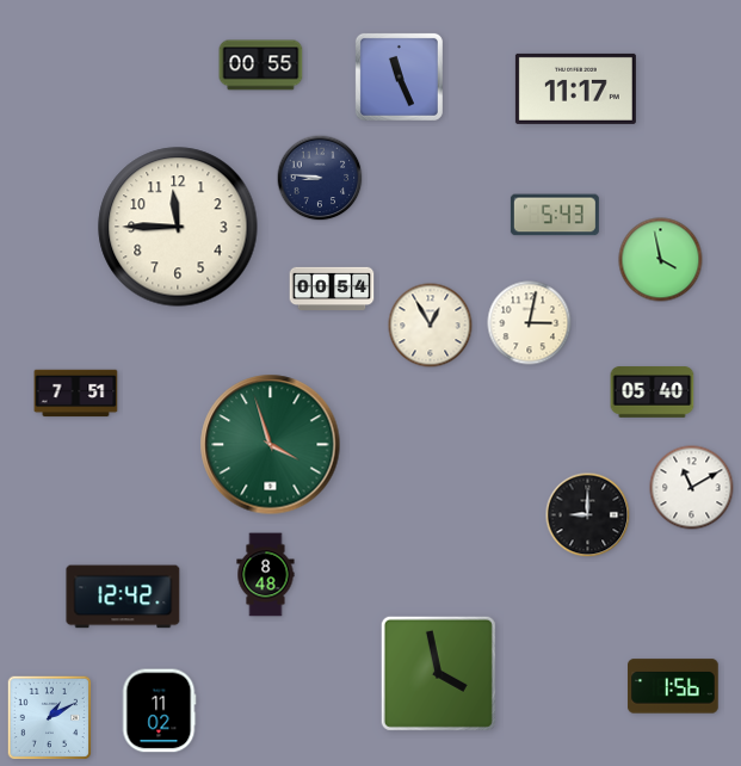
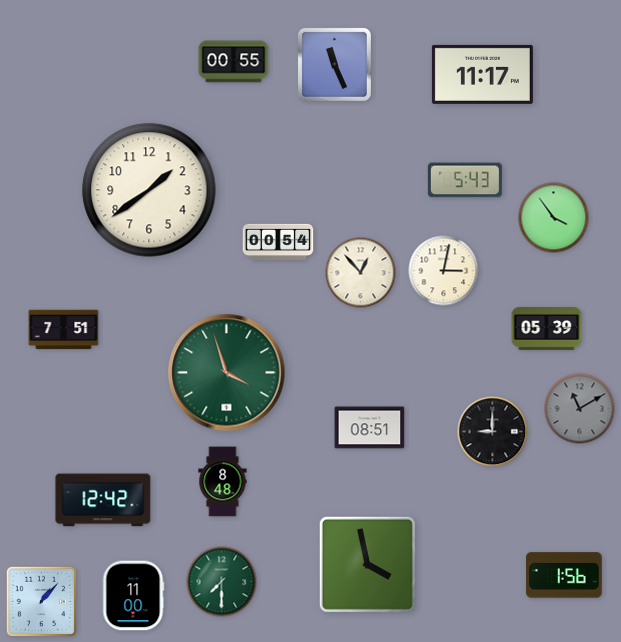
clock at (261, 66) position: (261, 66) -> (234, 62)
clock at (320, 178): 8:46 -> none
clock at (178, 227): 11:45 -> 1:39
clock at (661, 260): 3:58 -> 3:54
clock at (431, 326): 12:55 -> 12:53
clock at (653, 393): 05:40 -> 05:39
clock at (692, 488) dial: white -> grey
clock at (370, 428): none -> 08:51
clock at (222, 582): none -> 7:30
clock at (159, 711): 11:02 -> 11:00
clock at (50, 718): 1:10 -> 1:07
